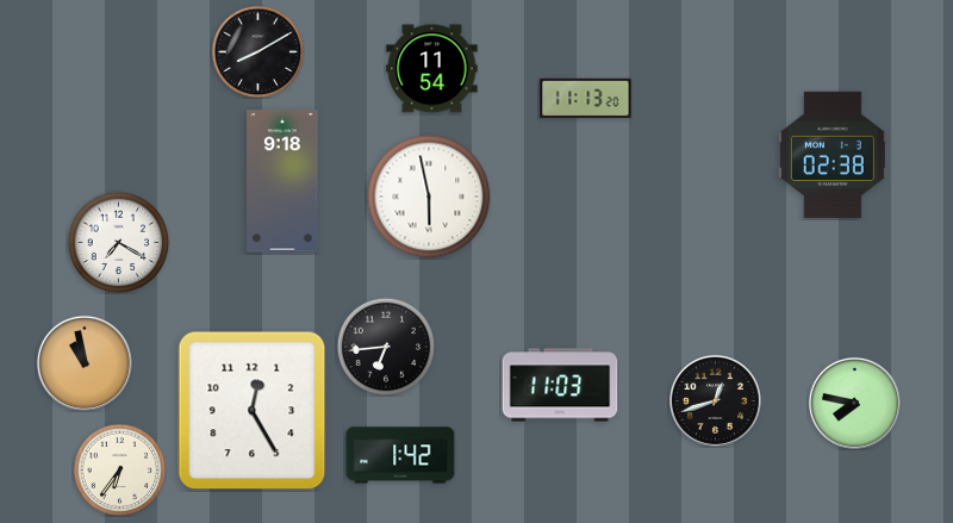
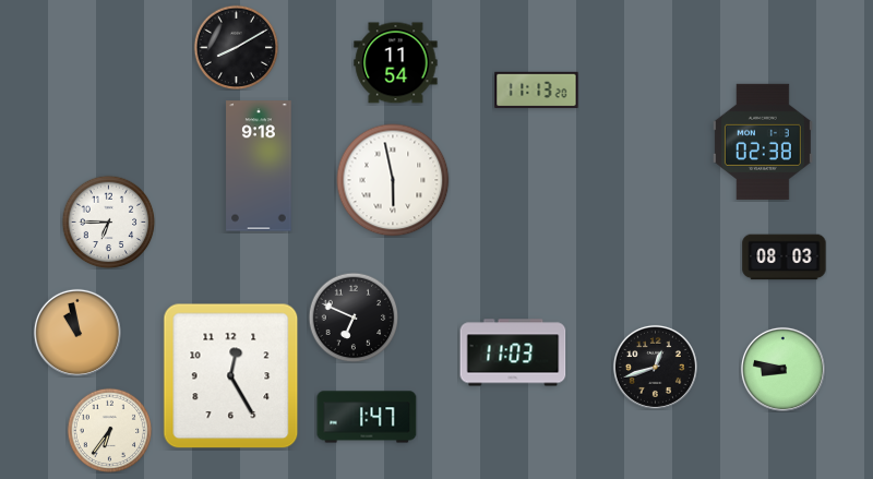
clock at (118, 242): 7:20 -> 6:45
clock at (785, 258): none -> 08:03
clock at (386, 347): 6:44 -> 6:49
clock at (854, 403): 7:47 -> 8:47
clock at (400, 455): 1:42 -> 1:47
